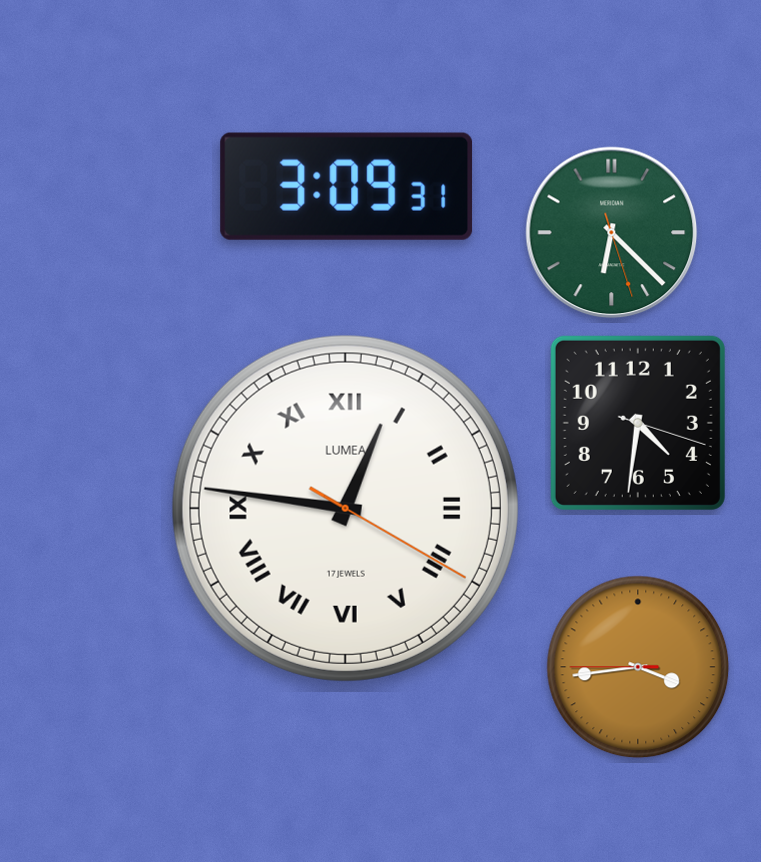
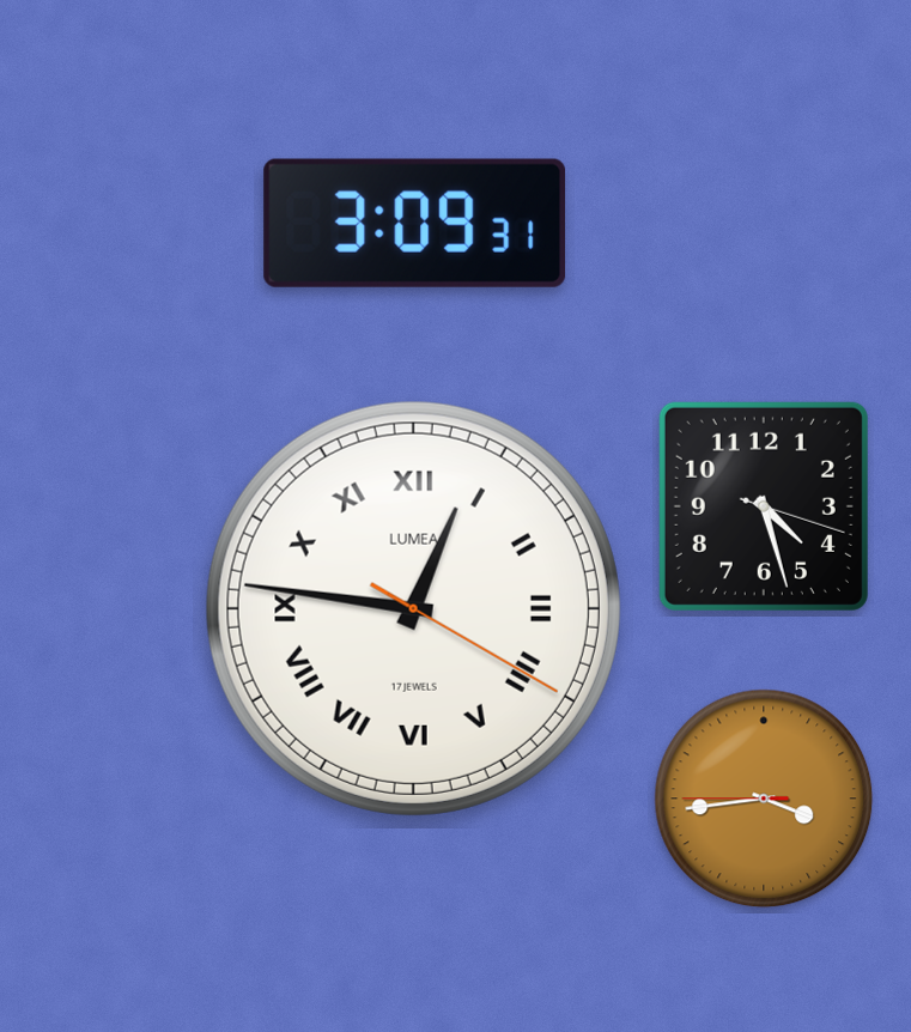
clock at (612, 233): 6:22 -> none
clock at (638, 423): 4:31 -> 4:27
